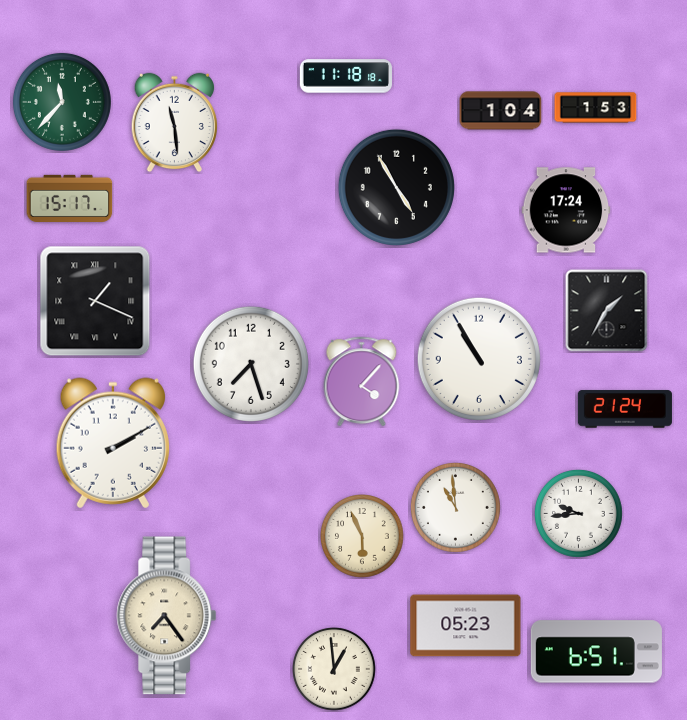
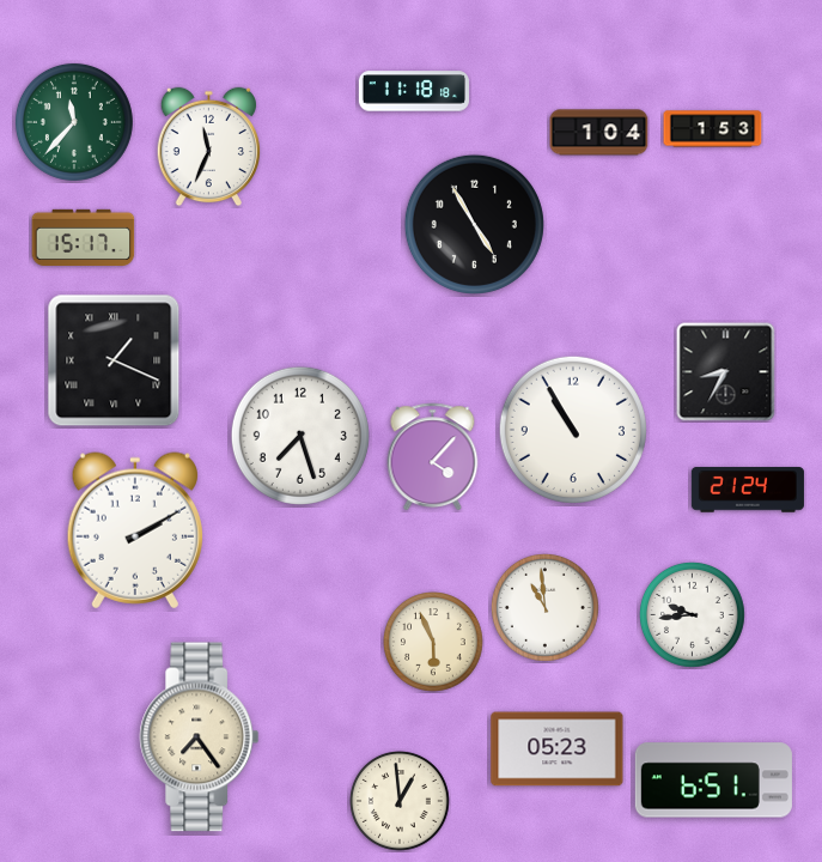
clock at (174, 123): 11:29 -> 11:34
clock at (566, 210): 17:24 -> none
clock at (607, 311): 1:35 -> 8:35
